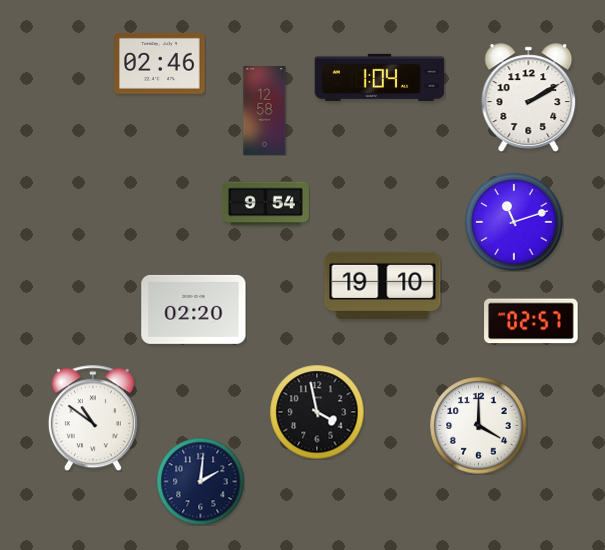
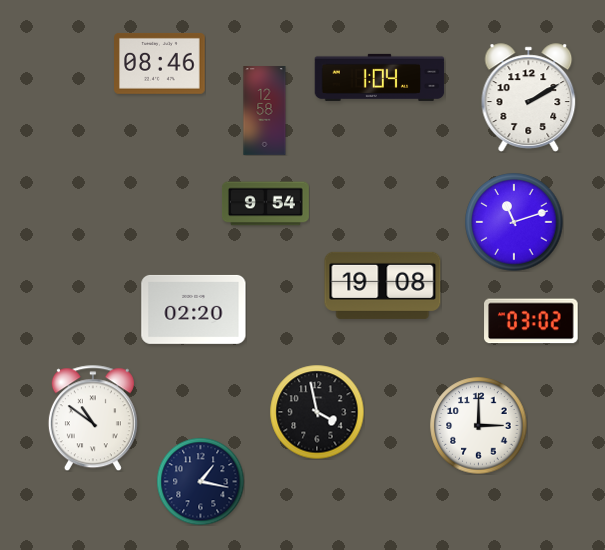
clock at (160, 63): 02:46 -> 08:46
clock at (383, 285): 19:10 -> 19:08
clock at (531, 321): 02:57 -> 03:02
clock at (479, 426): 4:00 -> 3:00
clock at (200, 481): 2:01 -> 1:17
